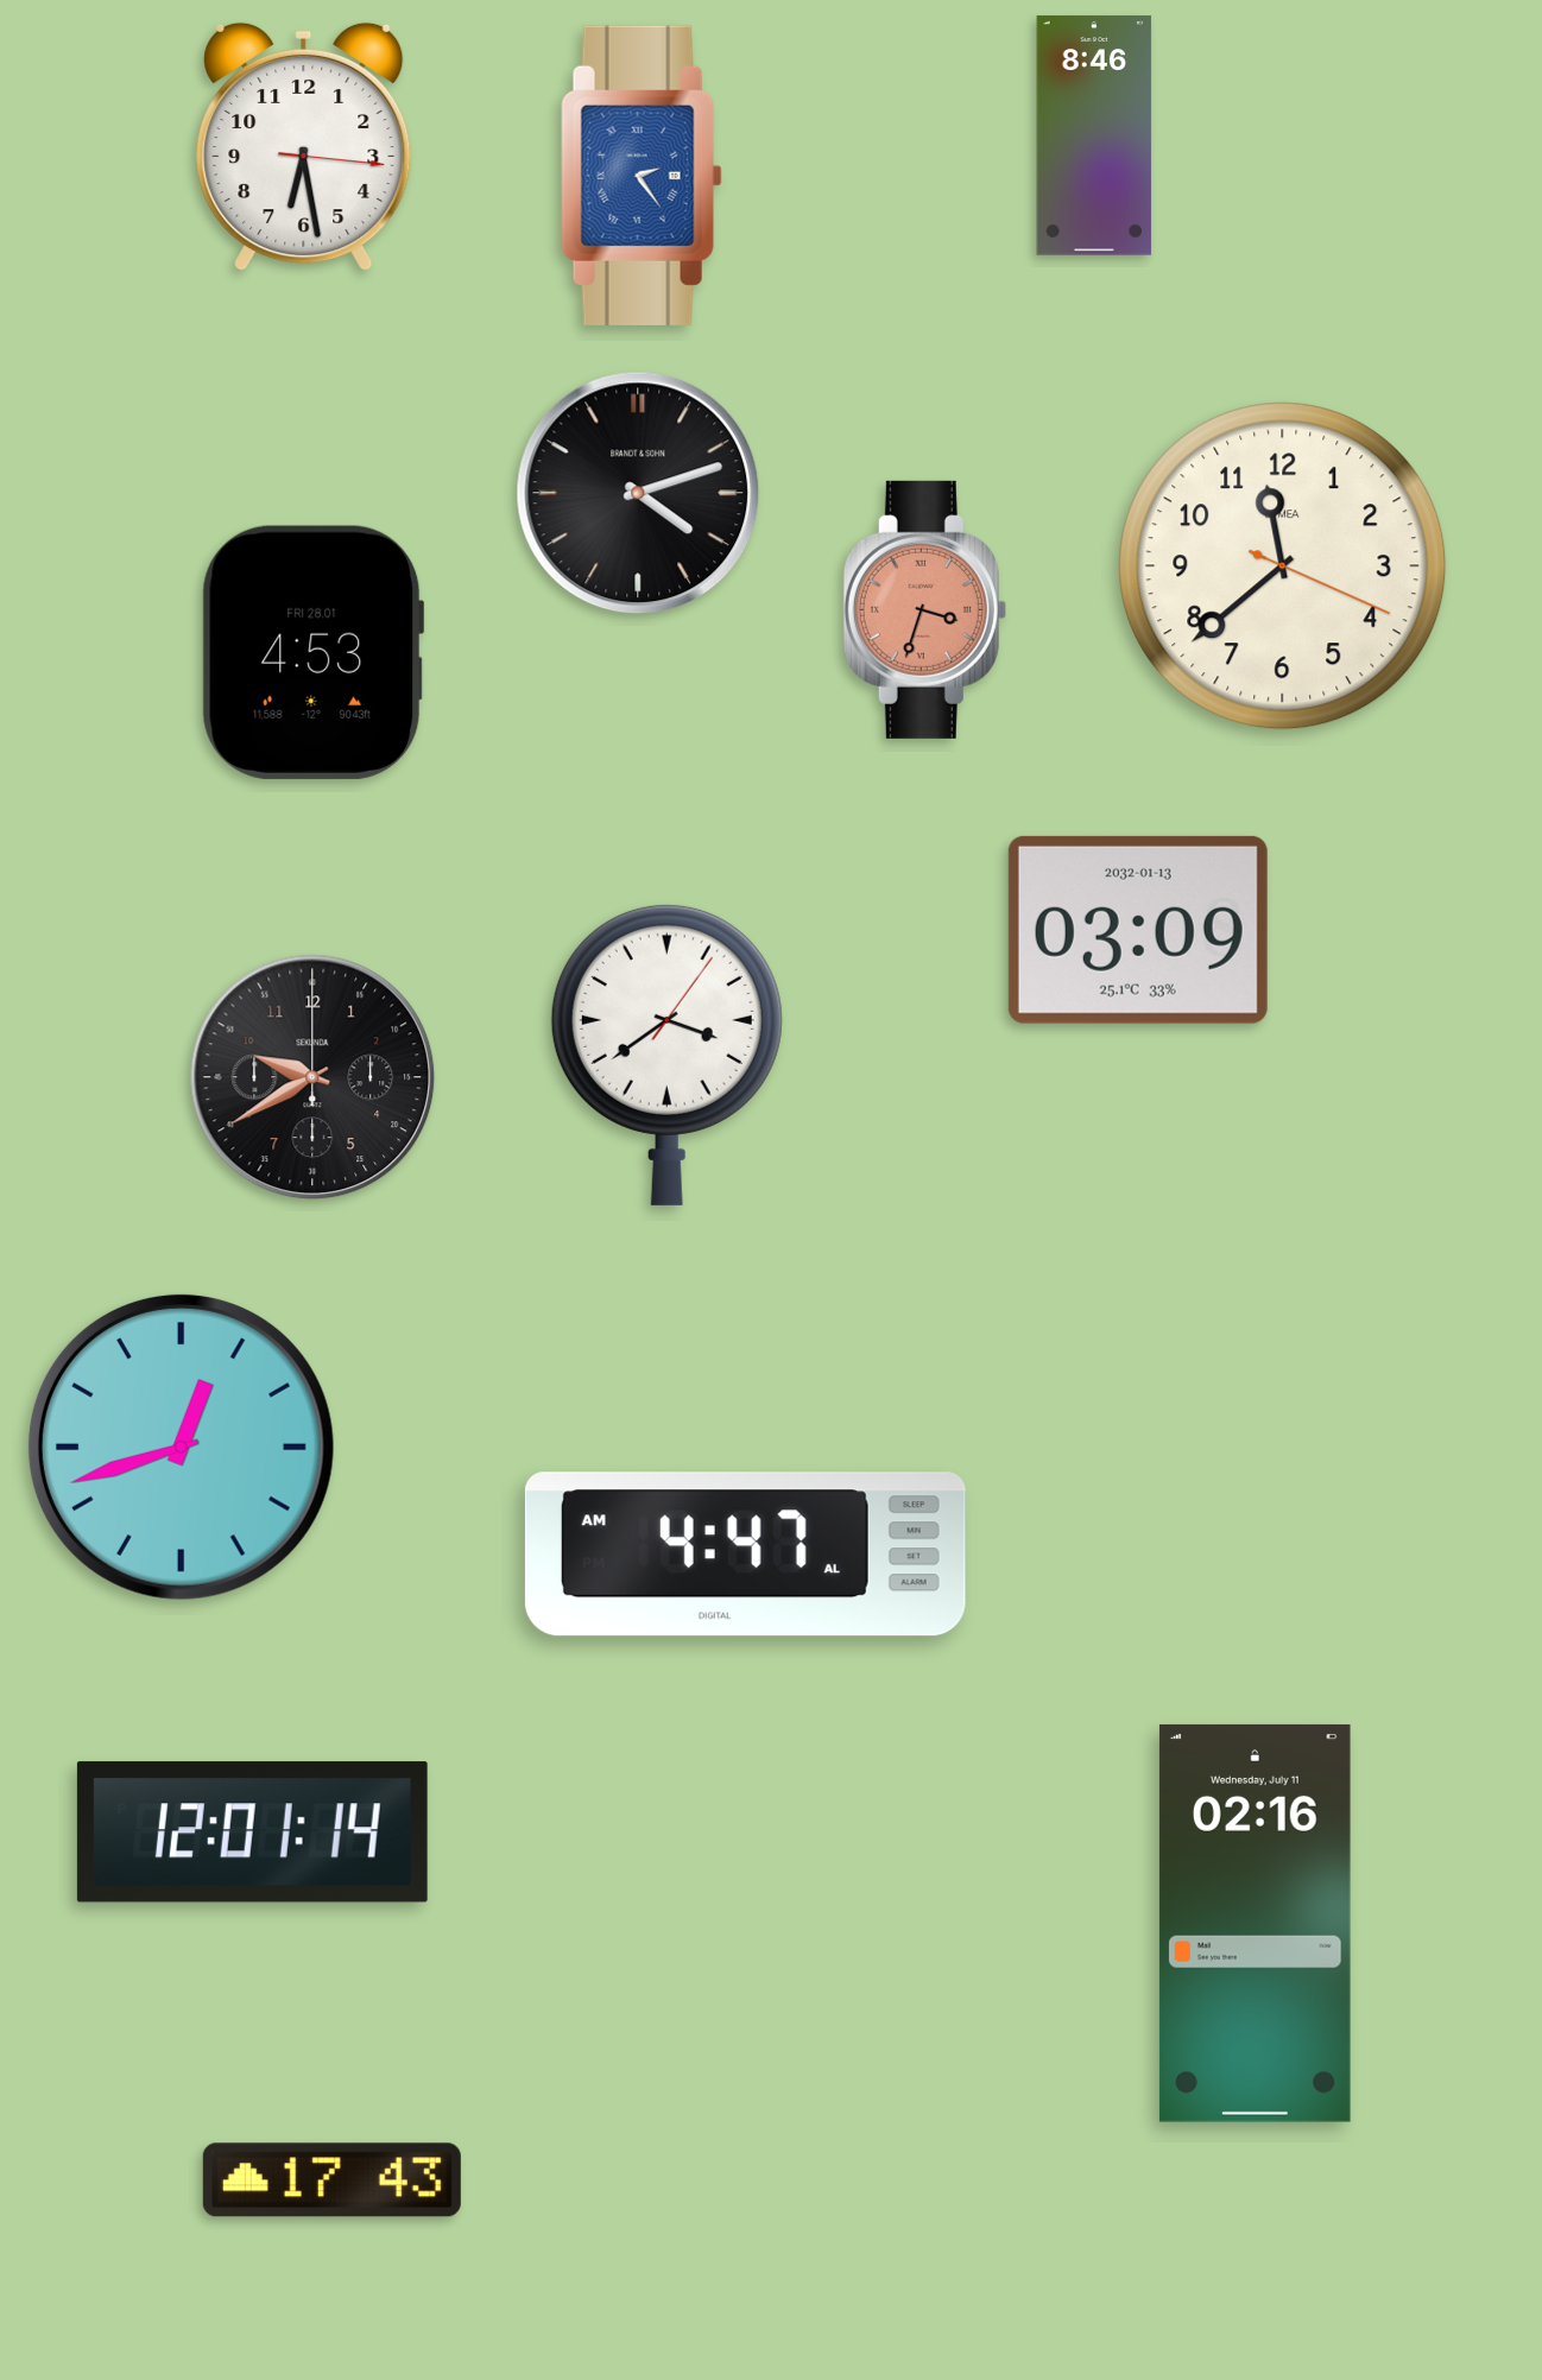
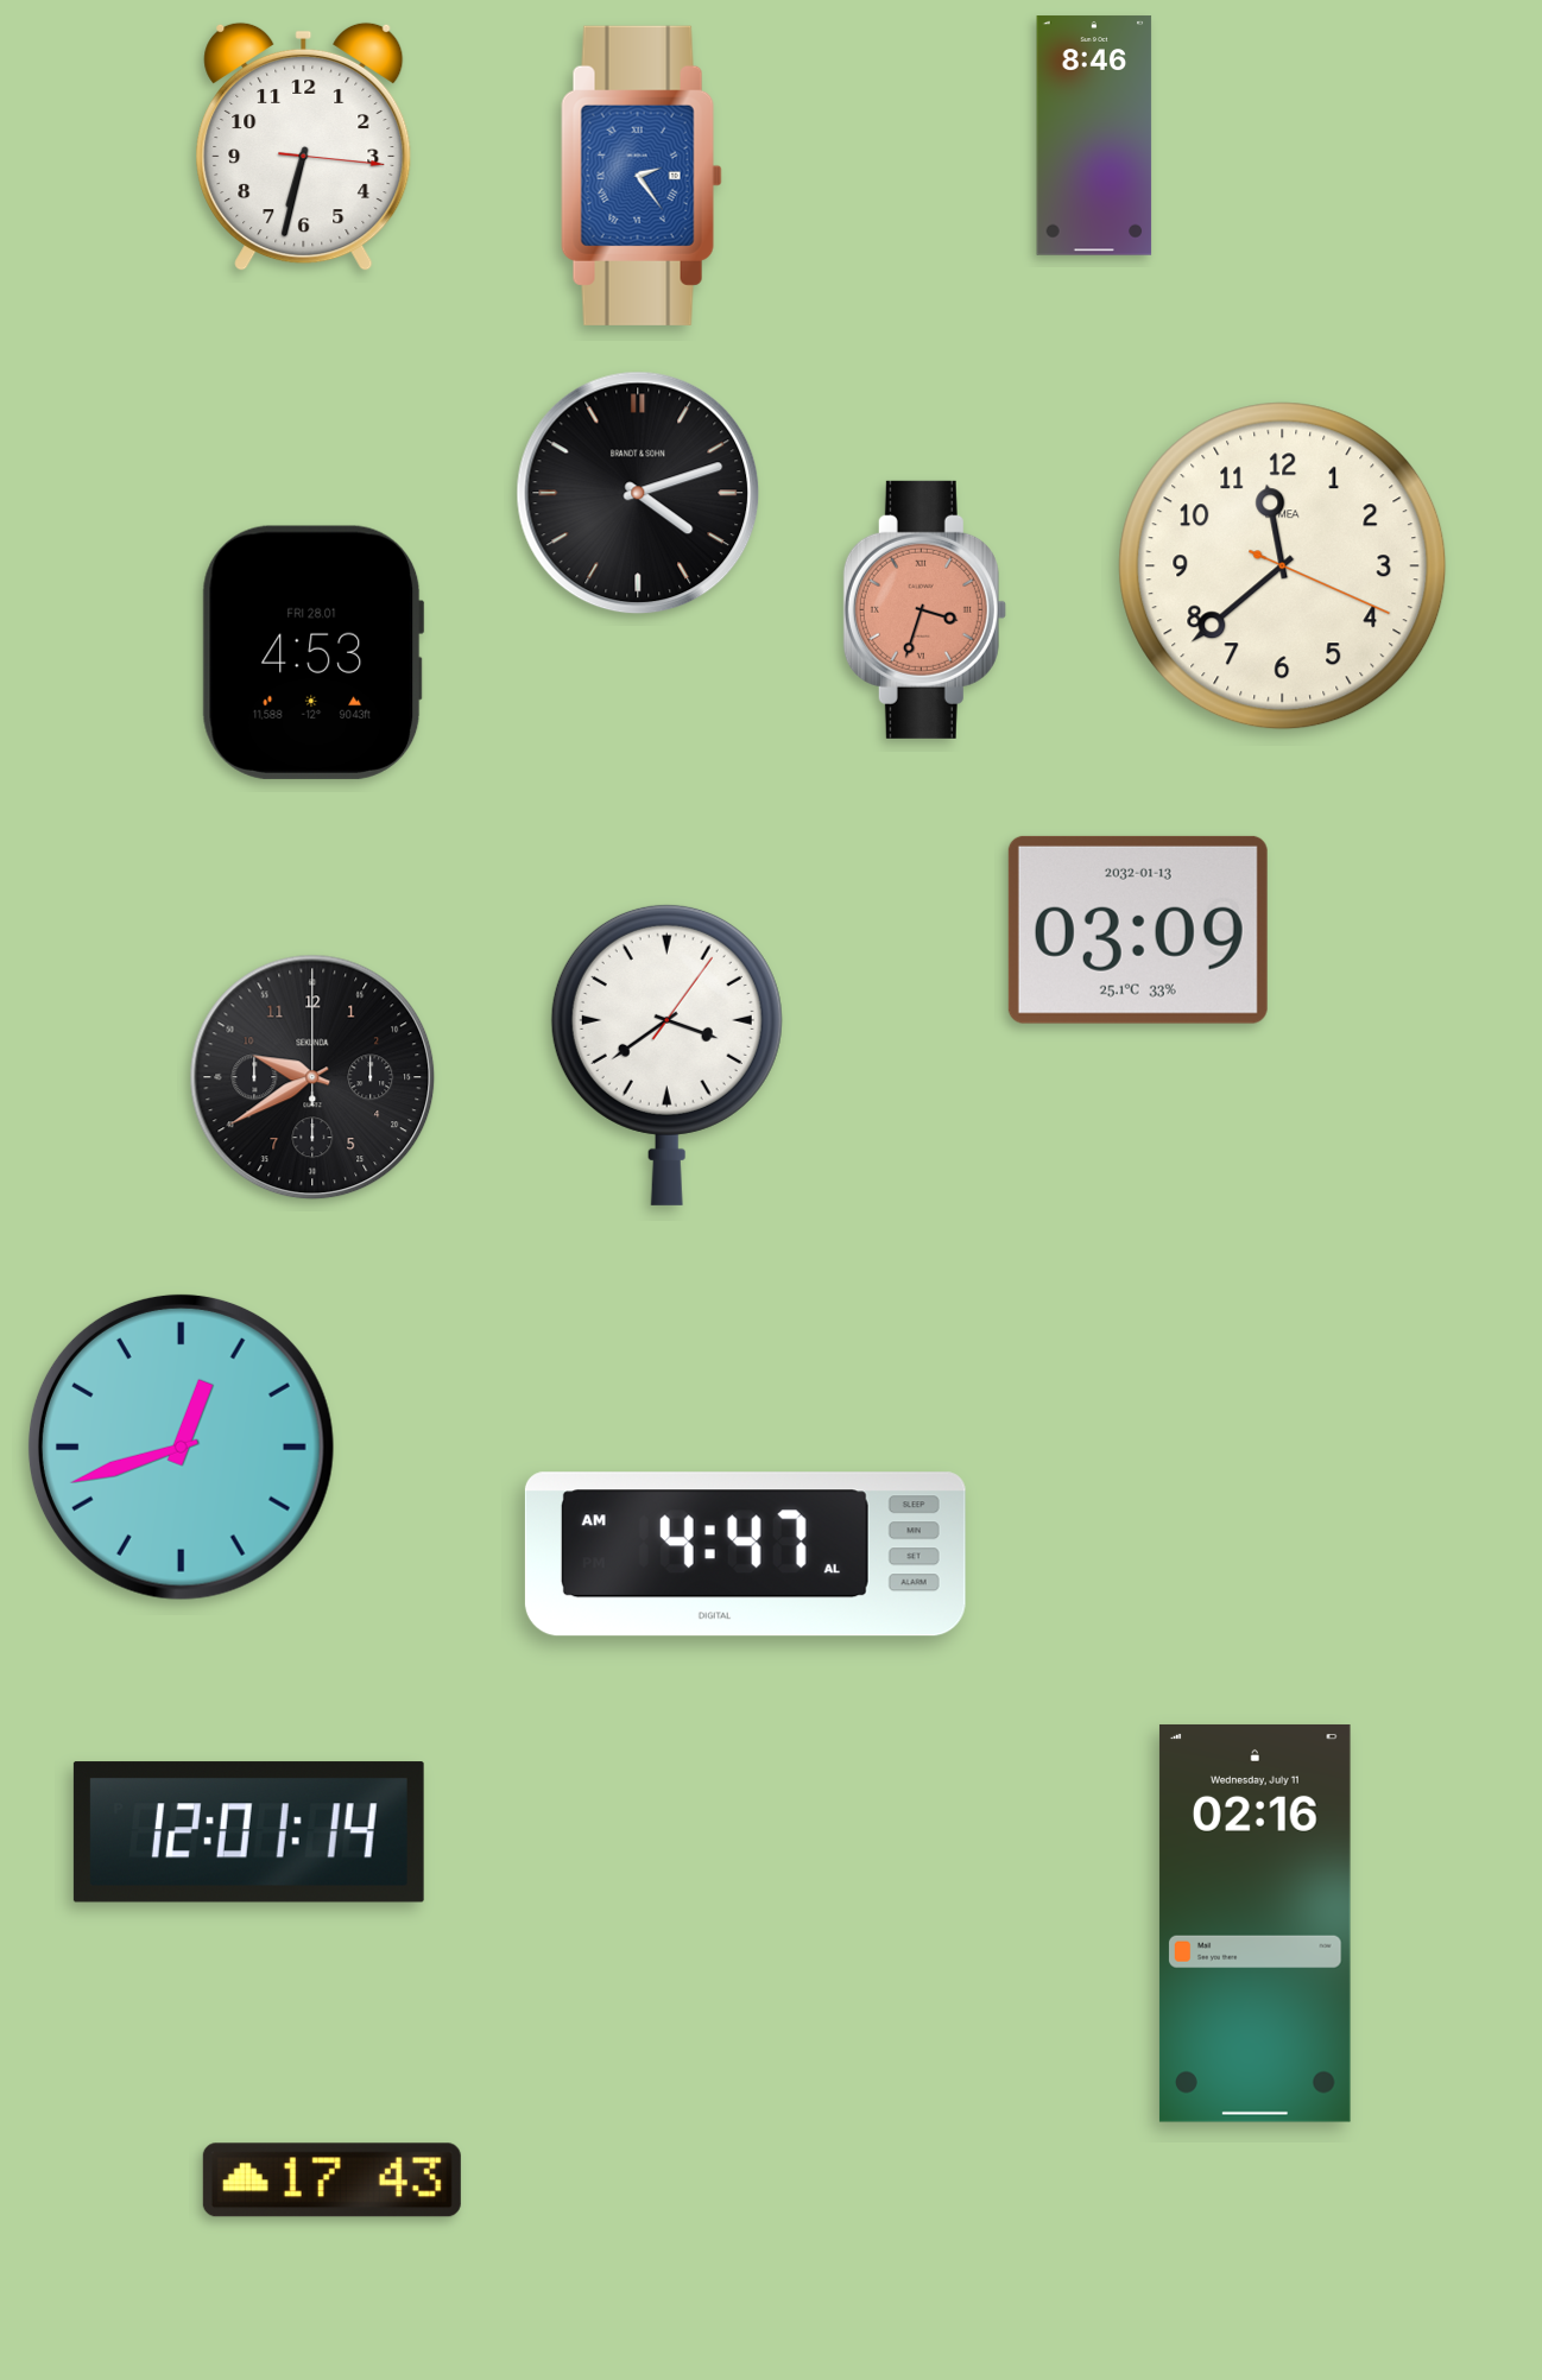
clock at (304, 147): 6:28 -> 6:32
clock at (252, 1833) position: (252, 1833) -> (248, 1833)
